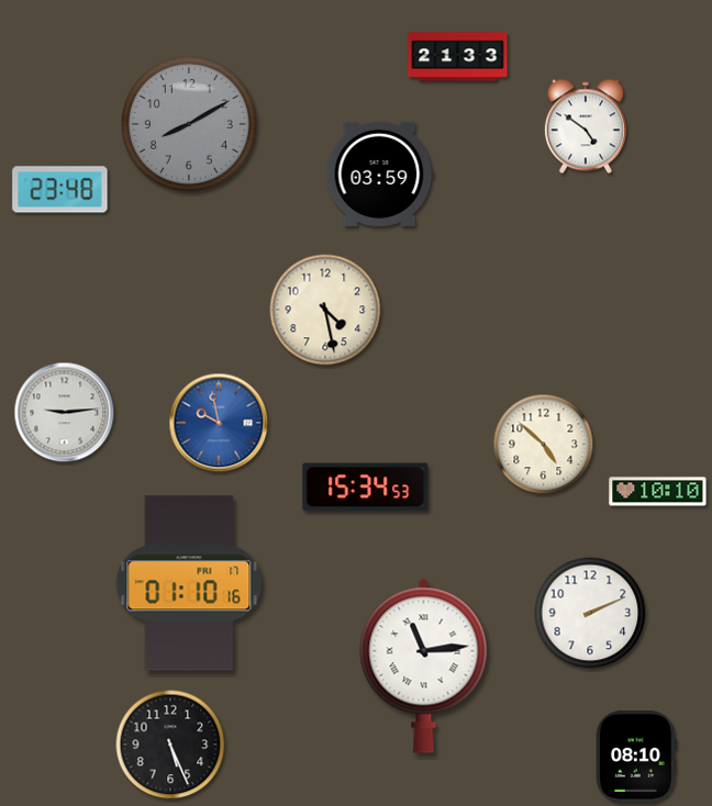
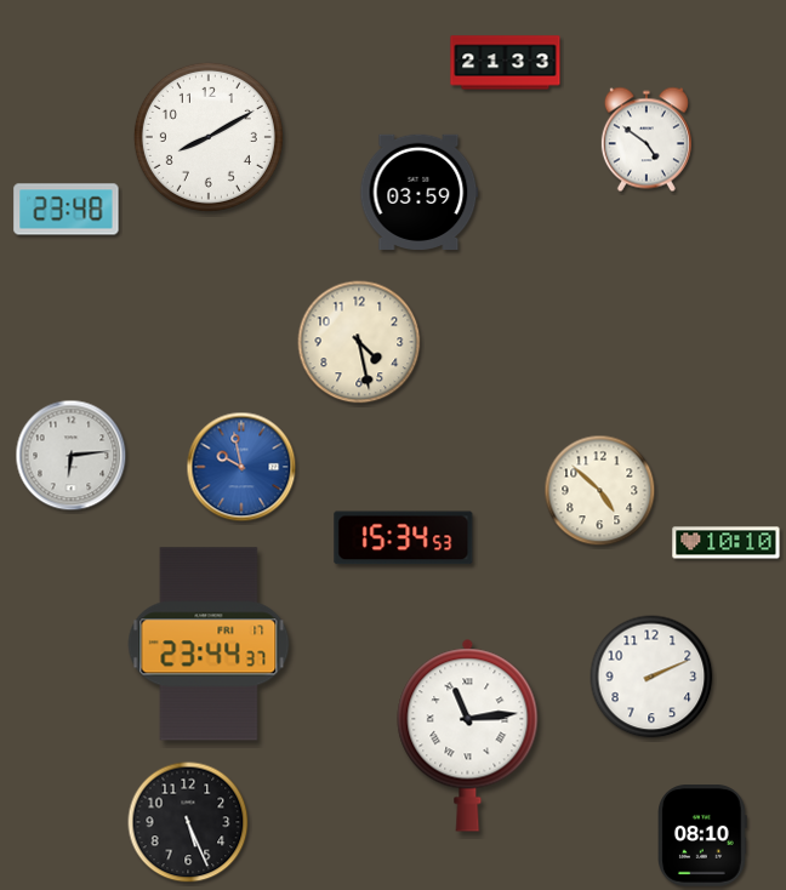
clock at (189, 124) dial: grey -> white
clock at (65, 413): 9:14 -> 6:14
clock at (189, 583): 01:10 -> 23:44
